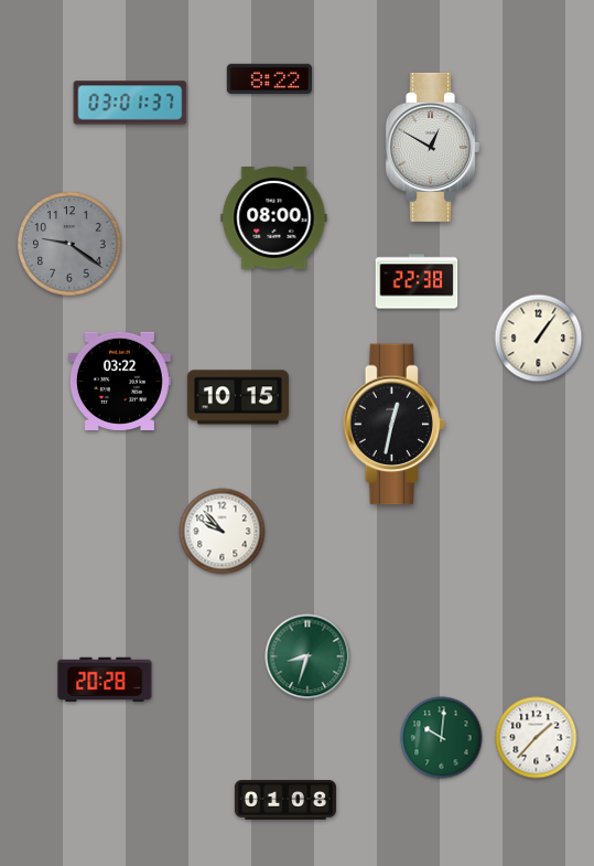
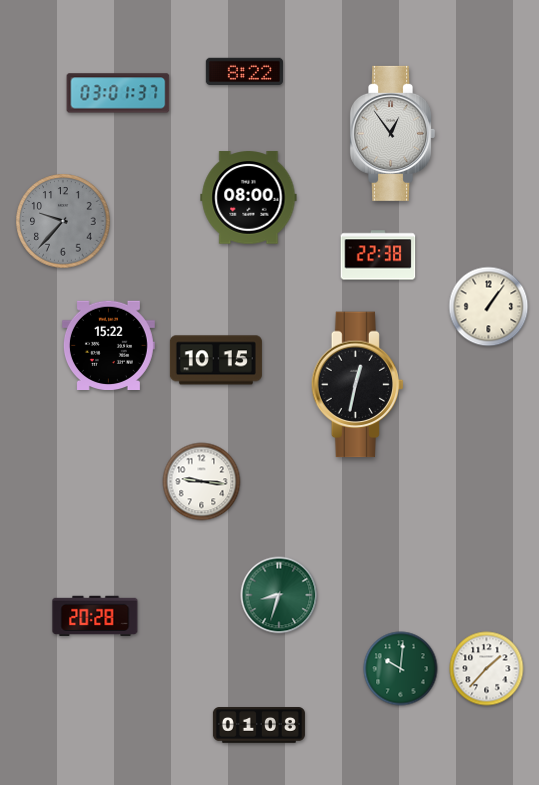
clock at (432, 147): 12:50 -> 12:54
clock at (69, 244): 9:21 -> 9:37
clock at (119, 381): 03:22 -> 15:22
clock at (223, 532): 9:53 -> 9:16
